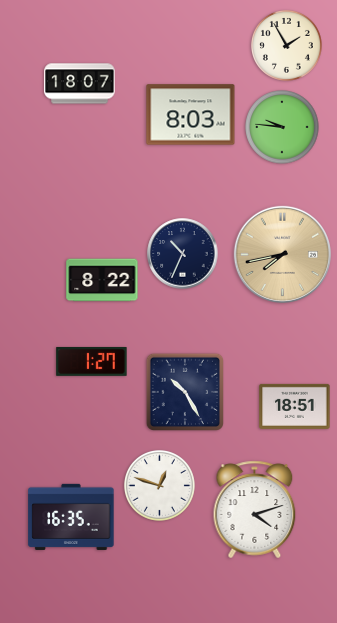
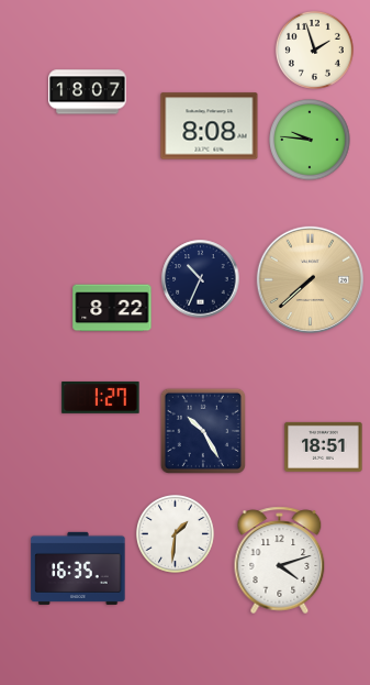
clock at (286, 45): 1:55 -> 1:57
clock at (191, 115): 8:03 -> 8:08
clock at (282, 254): 7:43 -> 7:38
clock at (159, 485): 12:48 -> 1:31
